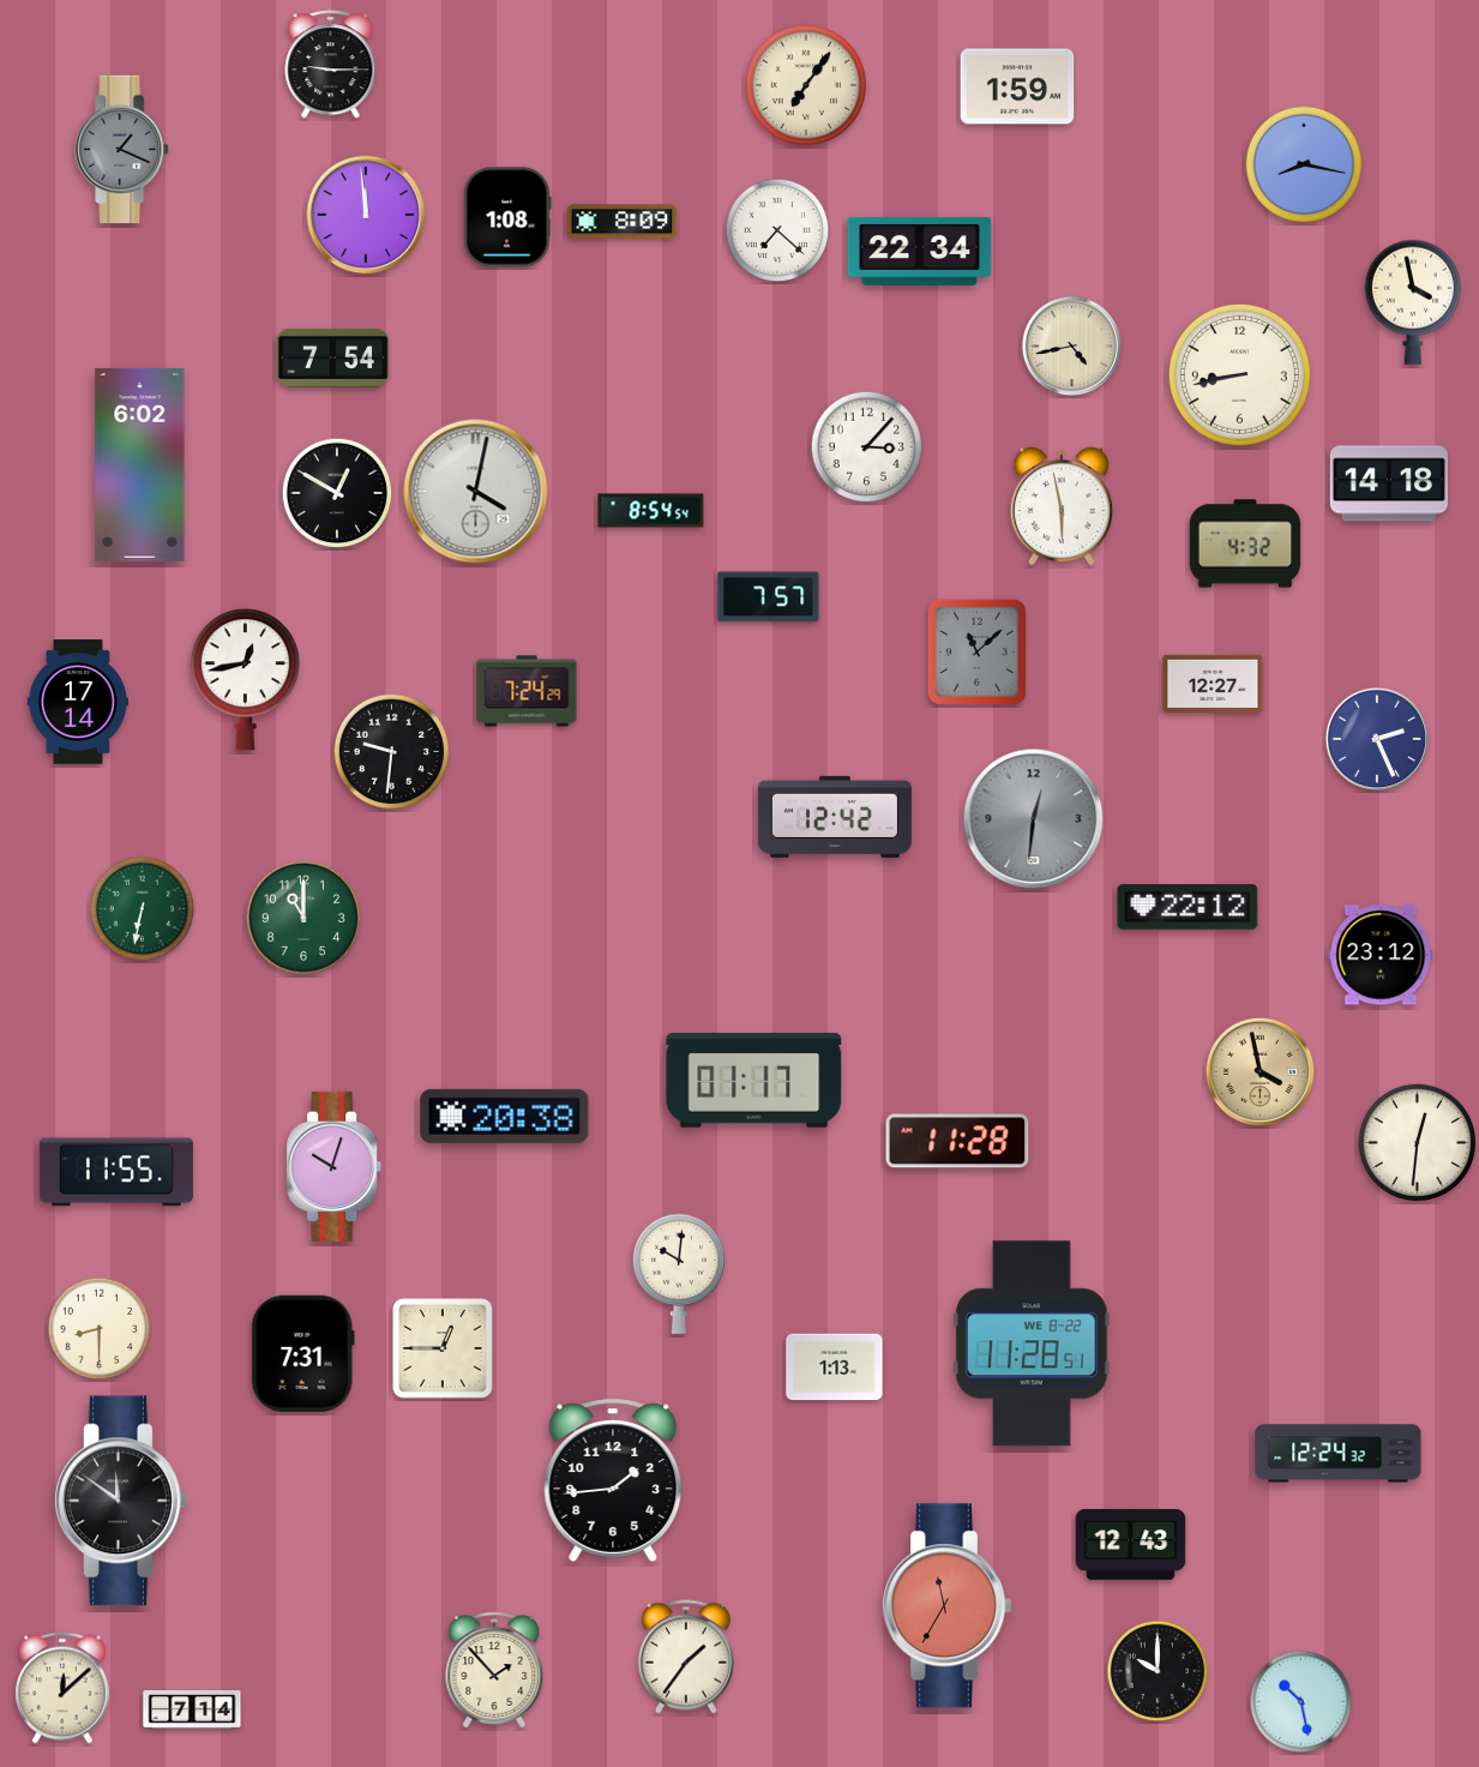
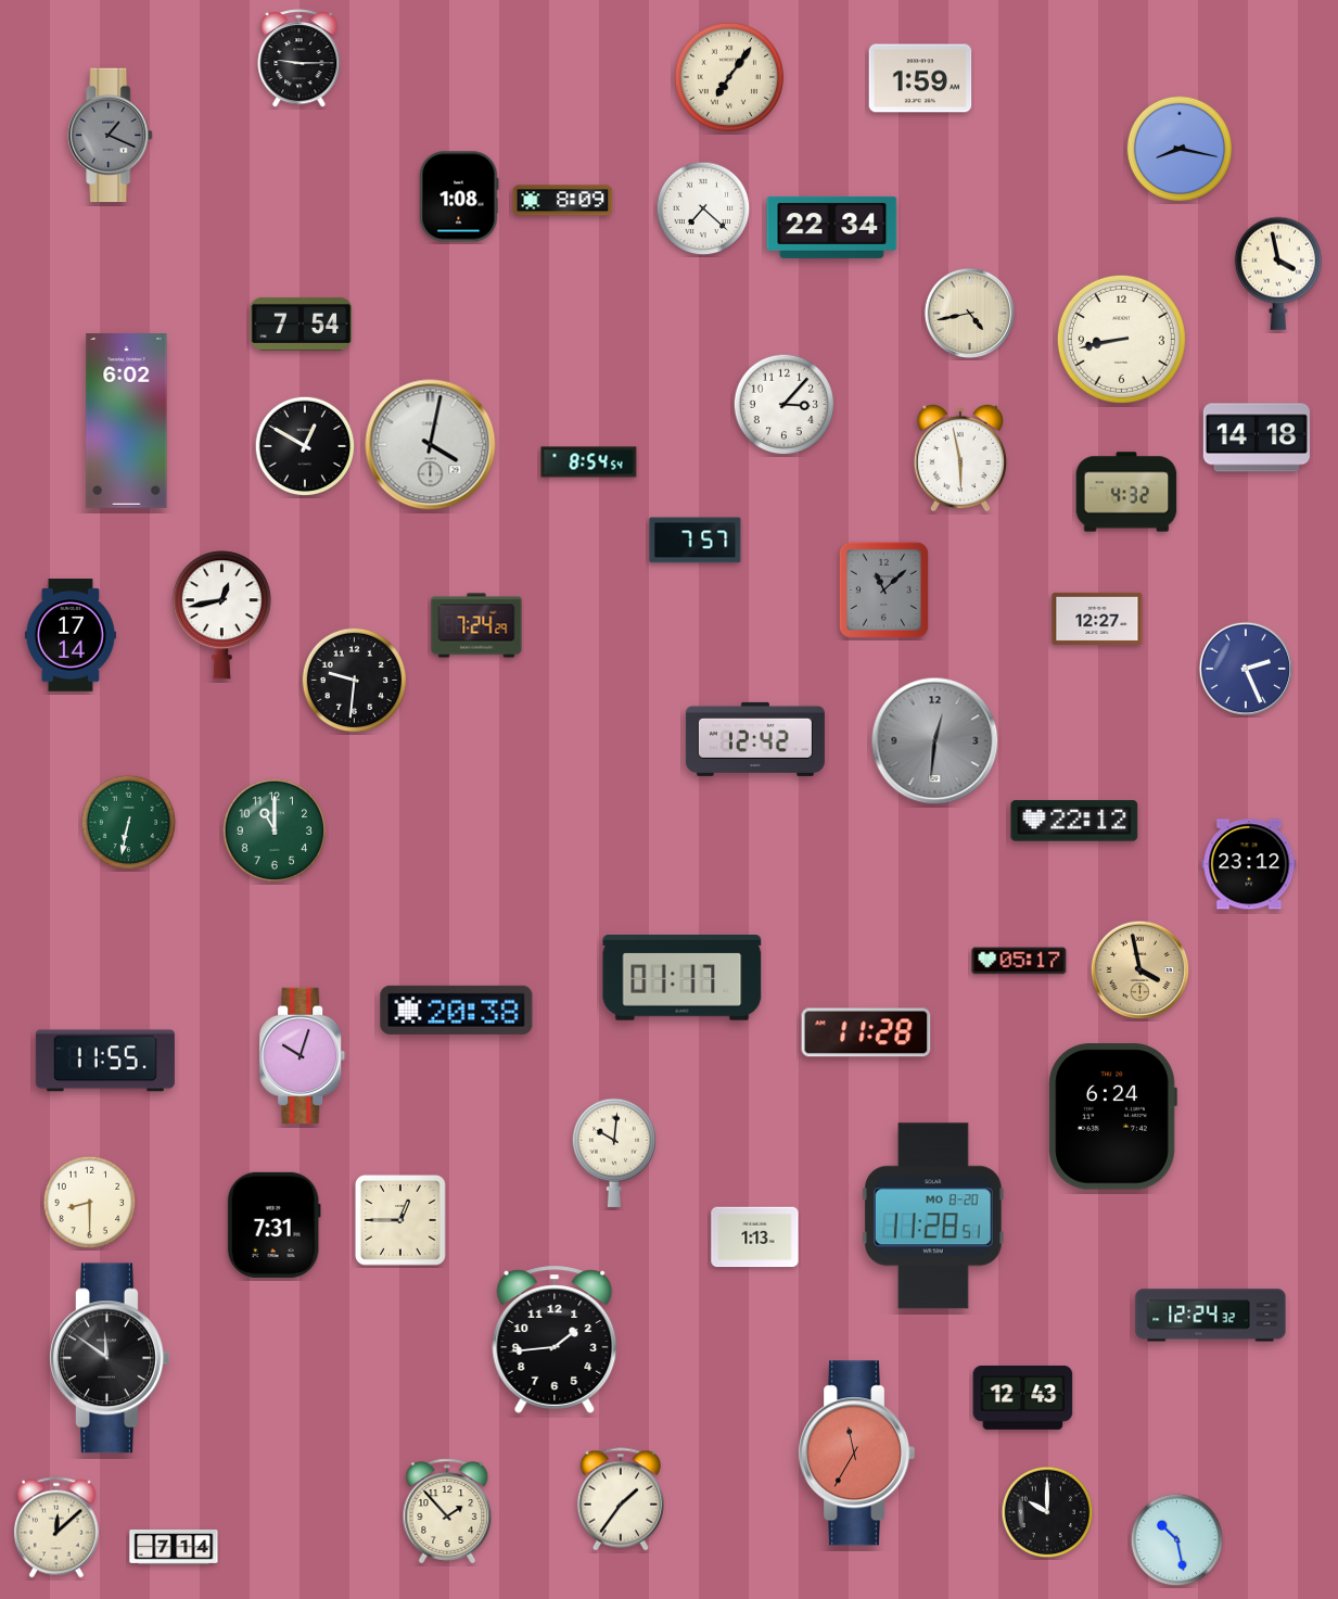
clock at (366, 215): 11:59 -> none
clock at (1019, 961): none -> 05:17
clock at (1417, 1142): 12:31 -> none
clock at (1112, 1117): none -> 6:24
clock at (1033, 1344) date: WE 8-22 -> MO 8-20
